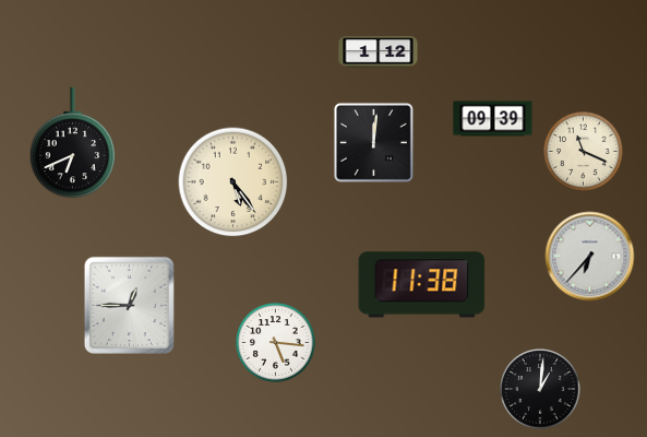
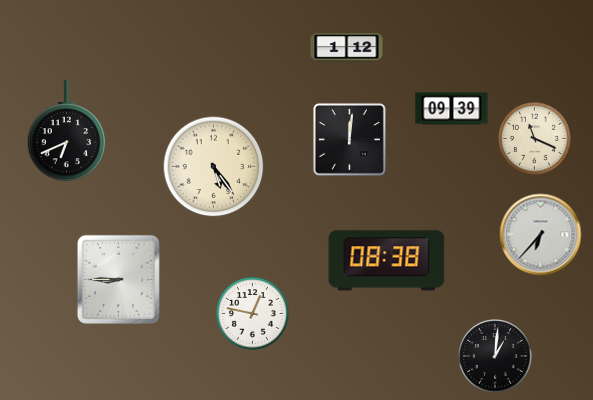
clock at (373, 142) position: (373, 142) -> (349, 139)
clock at (422, 285): 11:38 -> 08:38
clock at (129, 305): 12:45 -> 8:45
clock at (276, 343): 5:16 -> 12:47
